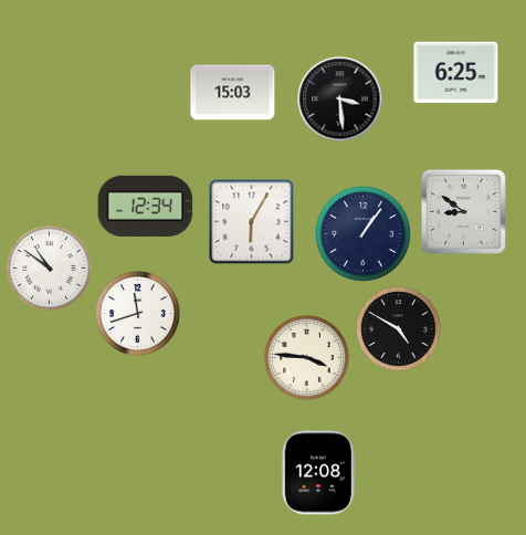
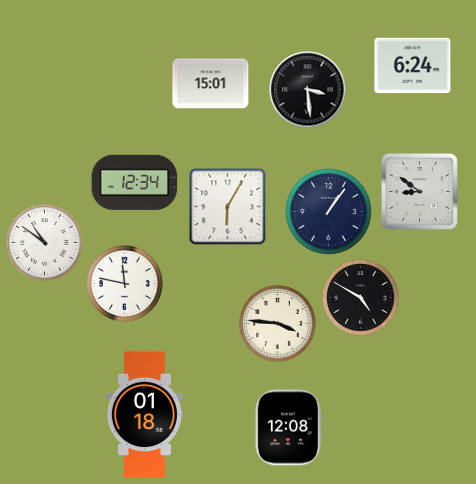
clock at (456, 73): 6:25 -> 6:24
clock at (233, 93): 15:03 -> 15:01
clock at (146, 206) position: (146, 206) -> (135, 182)
clock at (251, 221) position: (251, 221) -> (227, 206)
clock at (138, 314): 11:42 -> 11:47
clock at (144, 415): none -> 01:18
